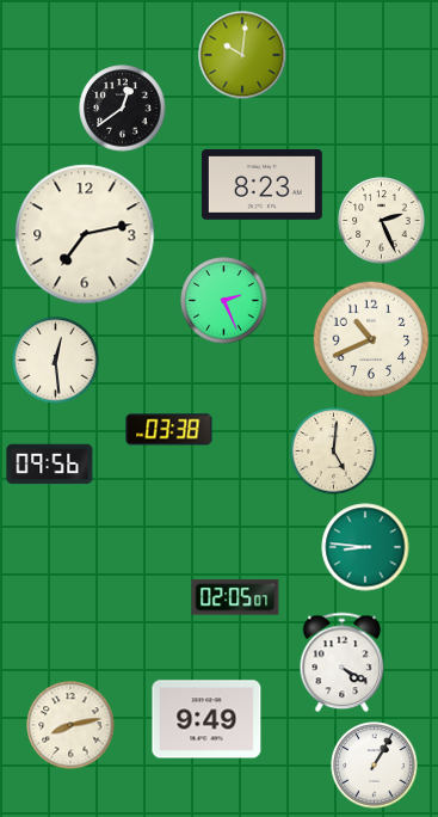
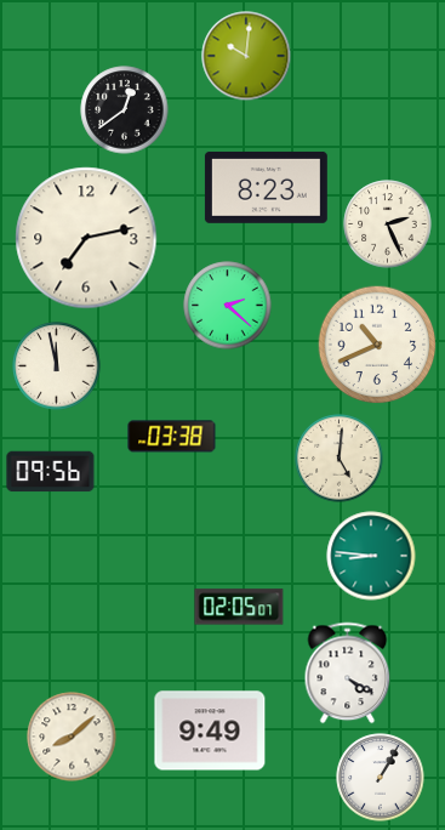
clock at (224, 301): 2:26 -> 2:22
clock at (56, 361): 12:29 -> 11:58
clock at (70, 725): 8:13 -> 8:08
